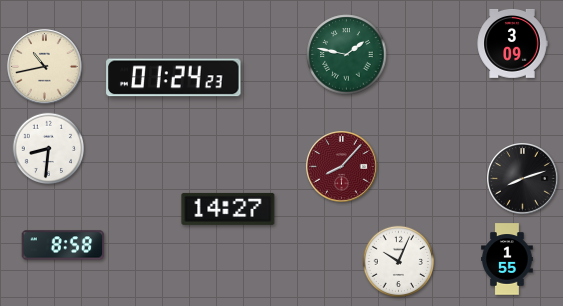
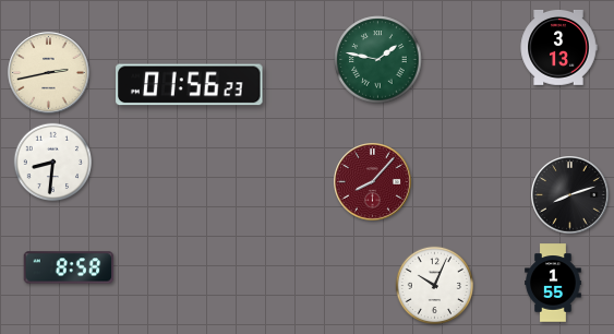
clock at (512, 43): 3:09 -> 3:13
clock at (45, 67): 10:43 -> 2:43
clock at (174, 78): 01:24 -> 01:56
clock at (228, 209): 14:27 -> none
